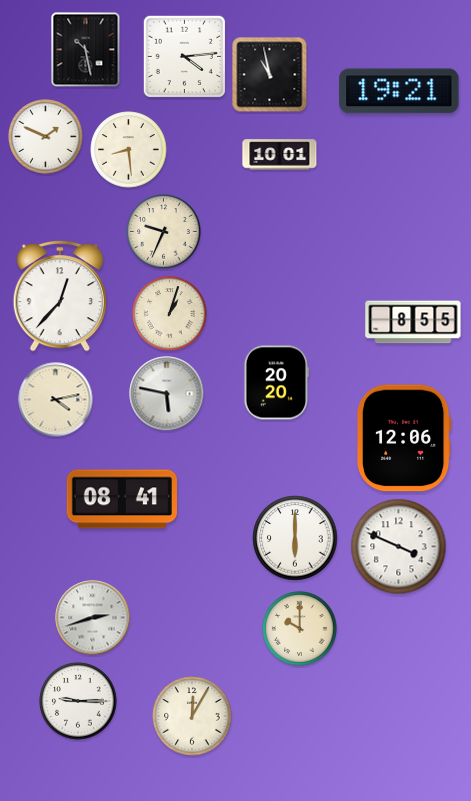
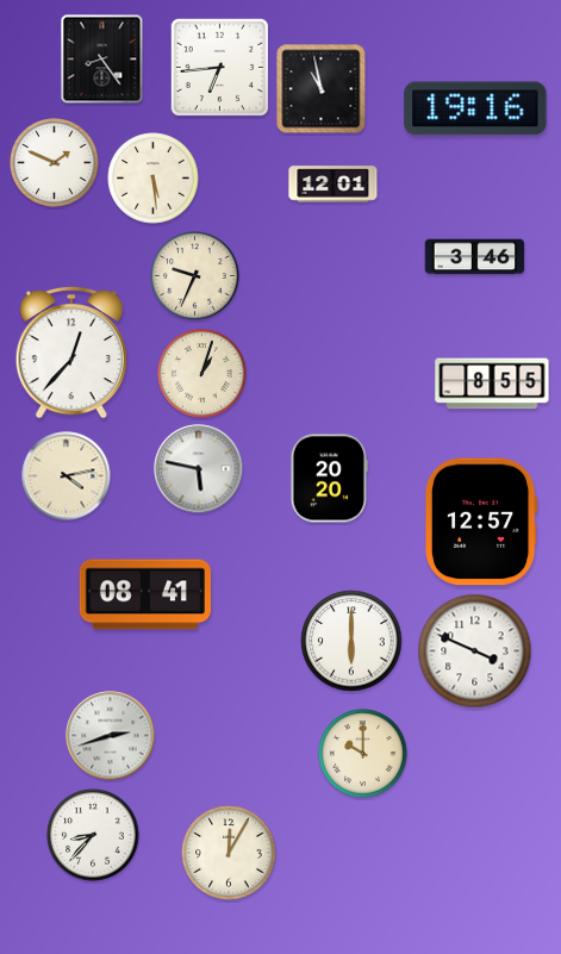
clock at (86, 50): 10:28 -> 8:24
clock at (184, 56): 4:14 -> 6:44
clock at (399, 91): 19:21 -> 19:16
clock at (129, 150): 8:29 -> 5:29
clock at (280, 155): 10:01 -> 12:01
clock at (475, 257): none -> 3:46
clock at (276, 383) position: (276, 383) -> (329, 479)
clock at (404, 438): 12:06 -> 12:57
clock at (300, 629) position: (300, 629) -> (363, 754)
clock at (78, 701): 9:15 -> 8:37
